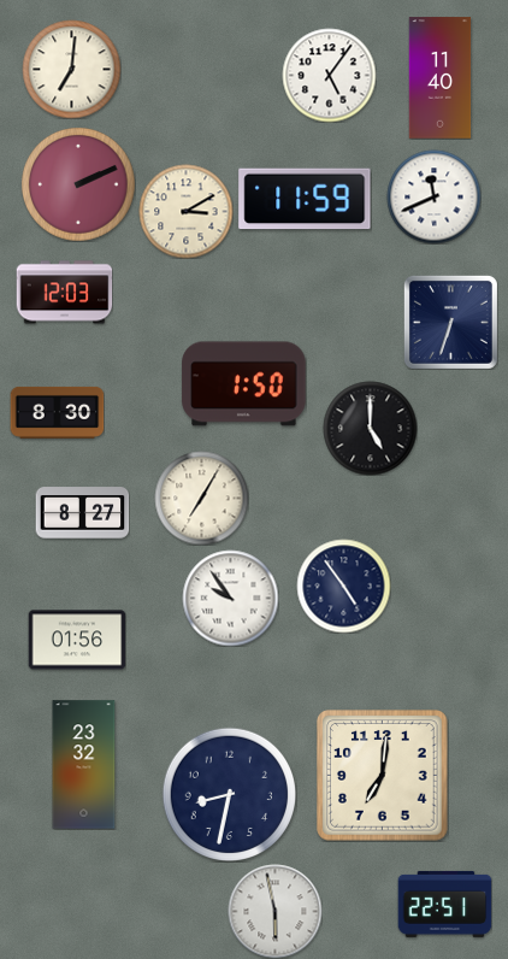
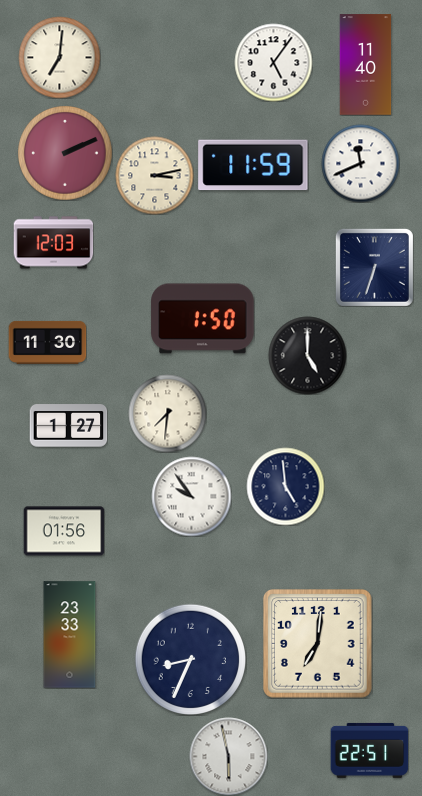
clock at (185, 211): 3:10 -> 3:13
clock at (57, 412): 8:30 -> 11:30
clock at (201, 498): 7:05 -> 7:31
clock at (82, 513): 8:27 -> 1:27
clock at (343, 586): 4:54 -> 4:59
clock at (84, 765): 23:32 -> 23:33
clock at (229, 794): 8:32 -> 8:34
